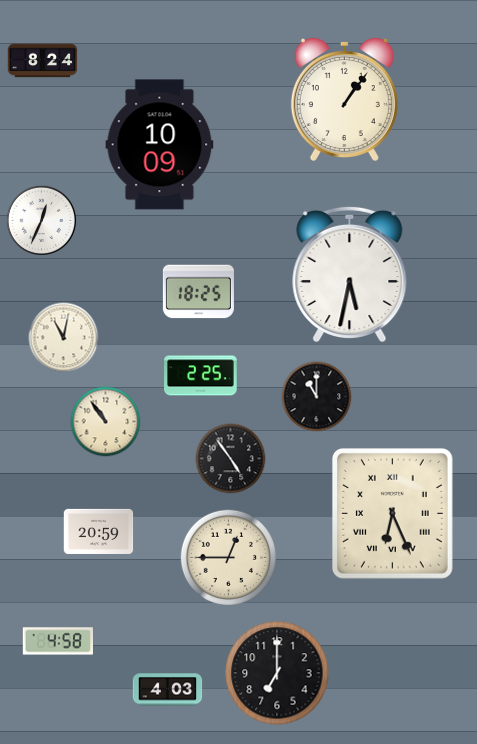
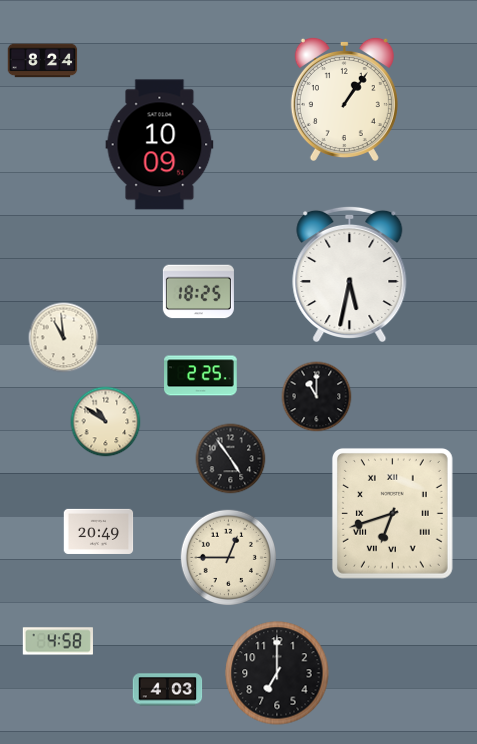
clock at (41, 220): 12:34 -> none
clock at (64, 338): 11:02 -> 10:59
clock at (106, 422): 10:54 -> 10:51
clock at (392, 513): 6:26 -> 6:42
clock at (99, 531): 20:59 -> 20:49
